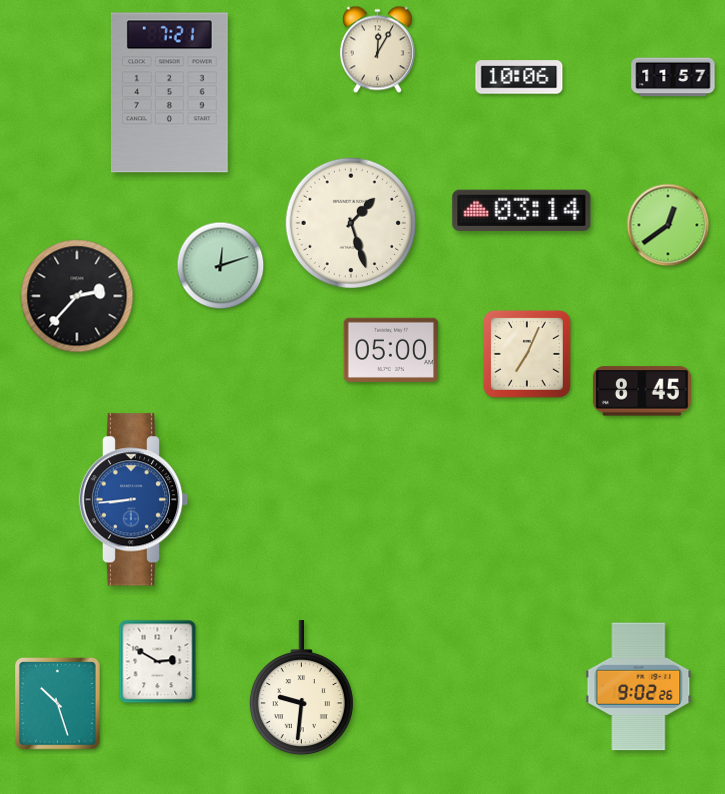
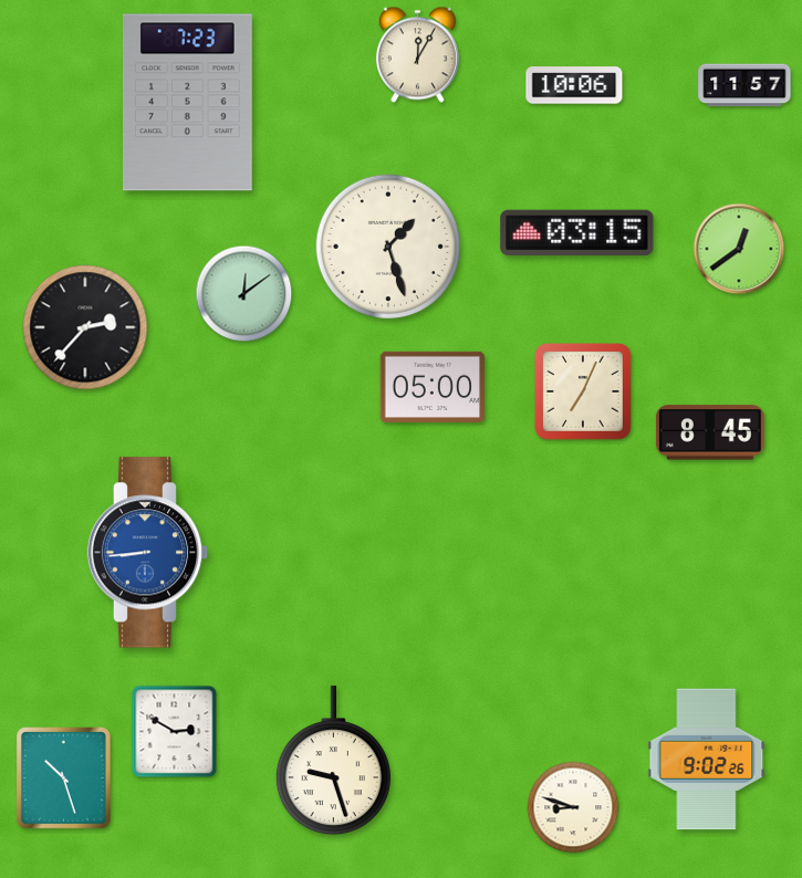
clock at (169, 93): 7:21 -> 7:23
clock at (522, 210): 03:14 -> 03:15
clock at (221, 266): 12:12 -> 12:09
clock at (301, 688): 9:31 -> 9:27
clock at (573, 807): none -> 8:48
